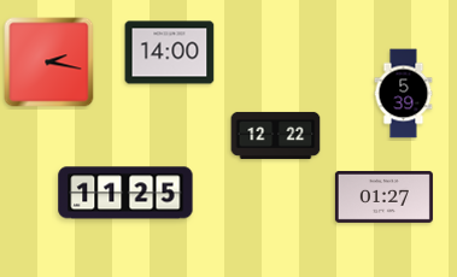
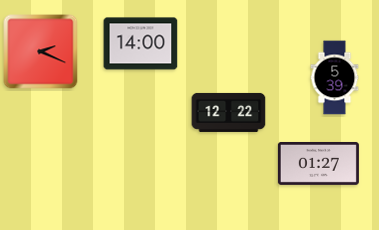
clock at (49, 63): 2:17 -> 2:19
clock at (125, 193): 11:25 -> none
